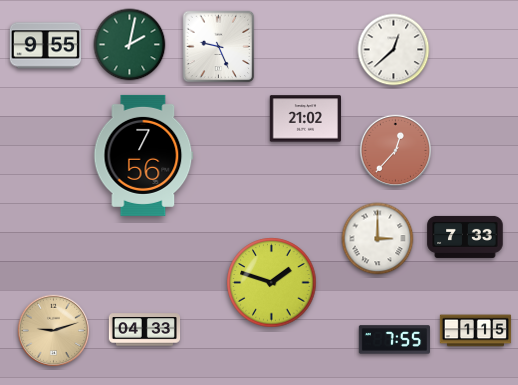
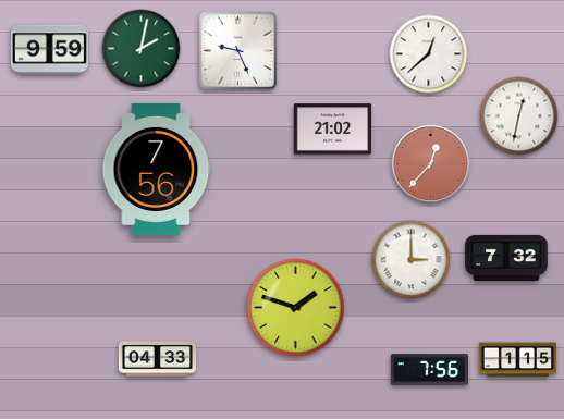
clock at (45, 46): 9:55 -> 9:59
clock at (519, 116): none -> 12:32
clock at (465, 237): 7:33 -> 7:32
clock at (54, 331): 9:12 -> none
clock at (394, 340): 7:55 -> 7:56
